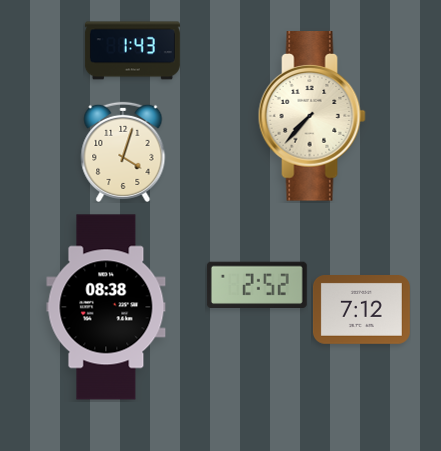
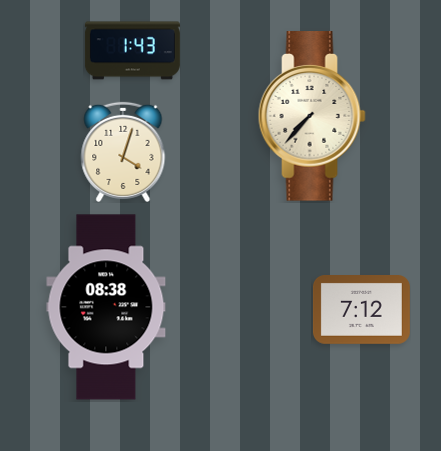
clock at (257, 285): 2:52 -> none
